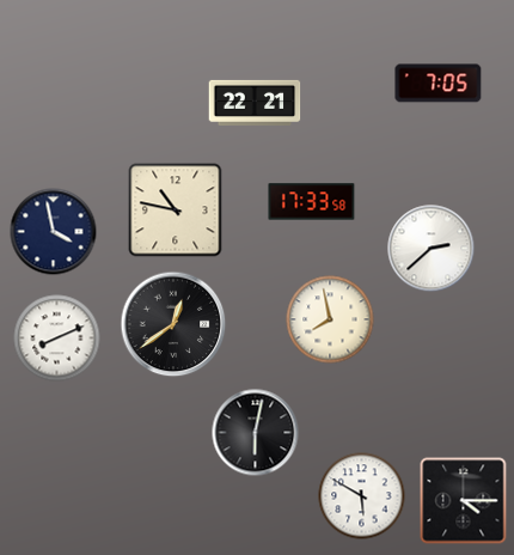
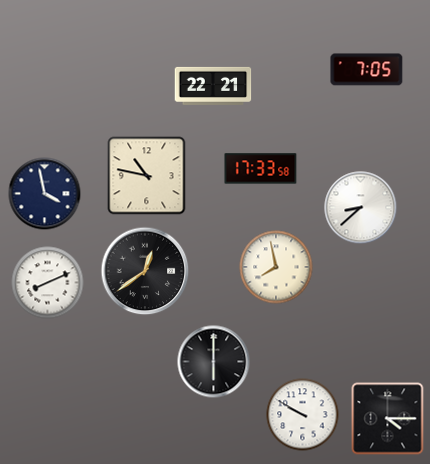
clock at (432, 249): 2:38 -> 8:38
clock at (256, 433): 6:02 -> 6:00
clock at (362, 496): 5:50 -> 9:50
